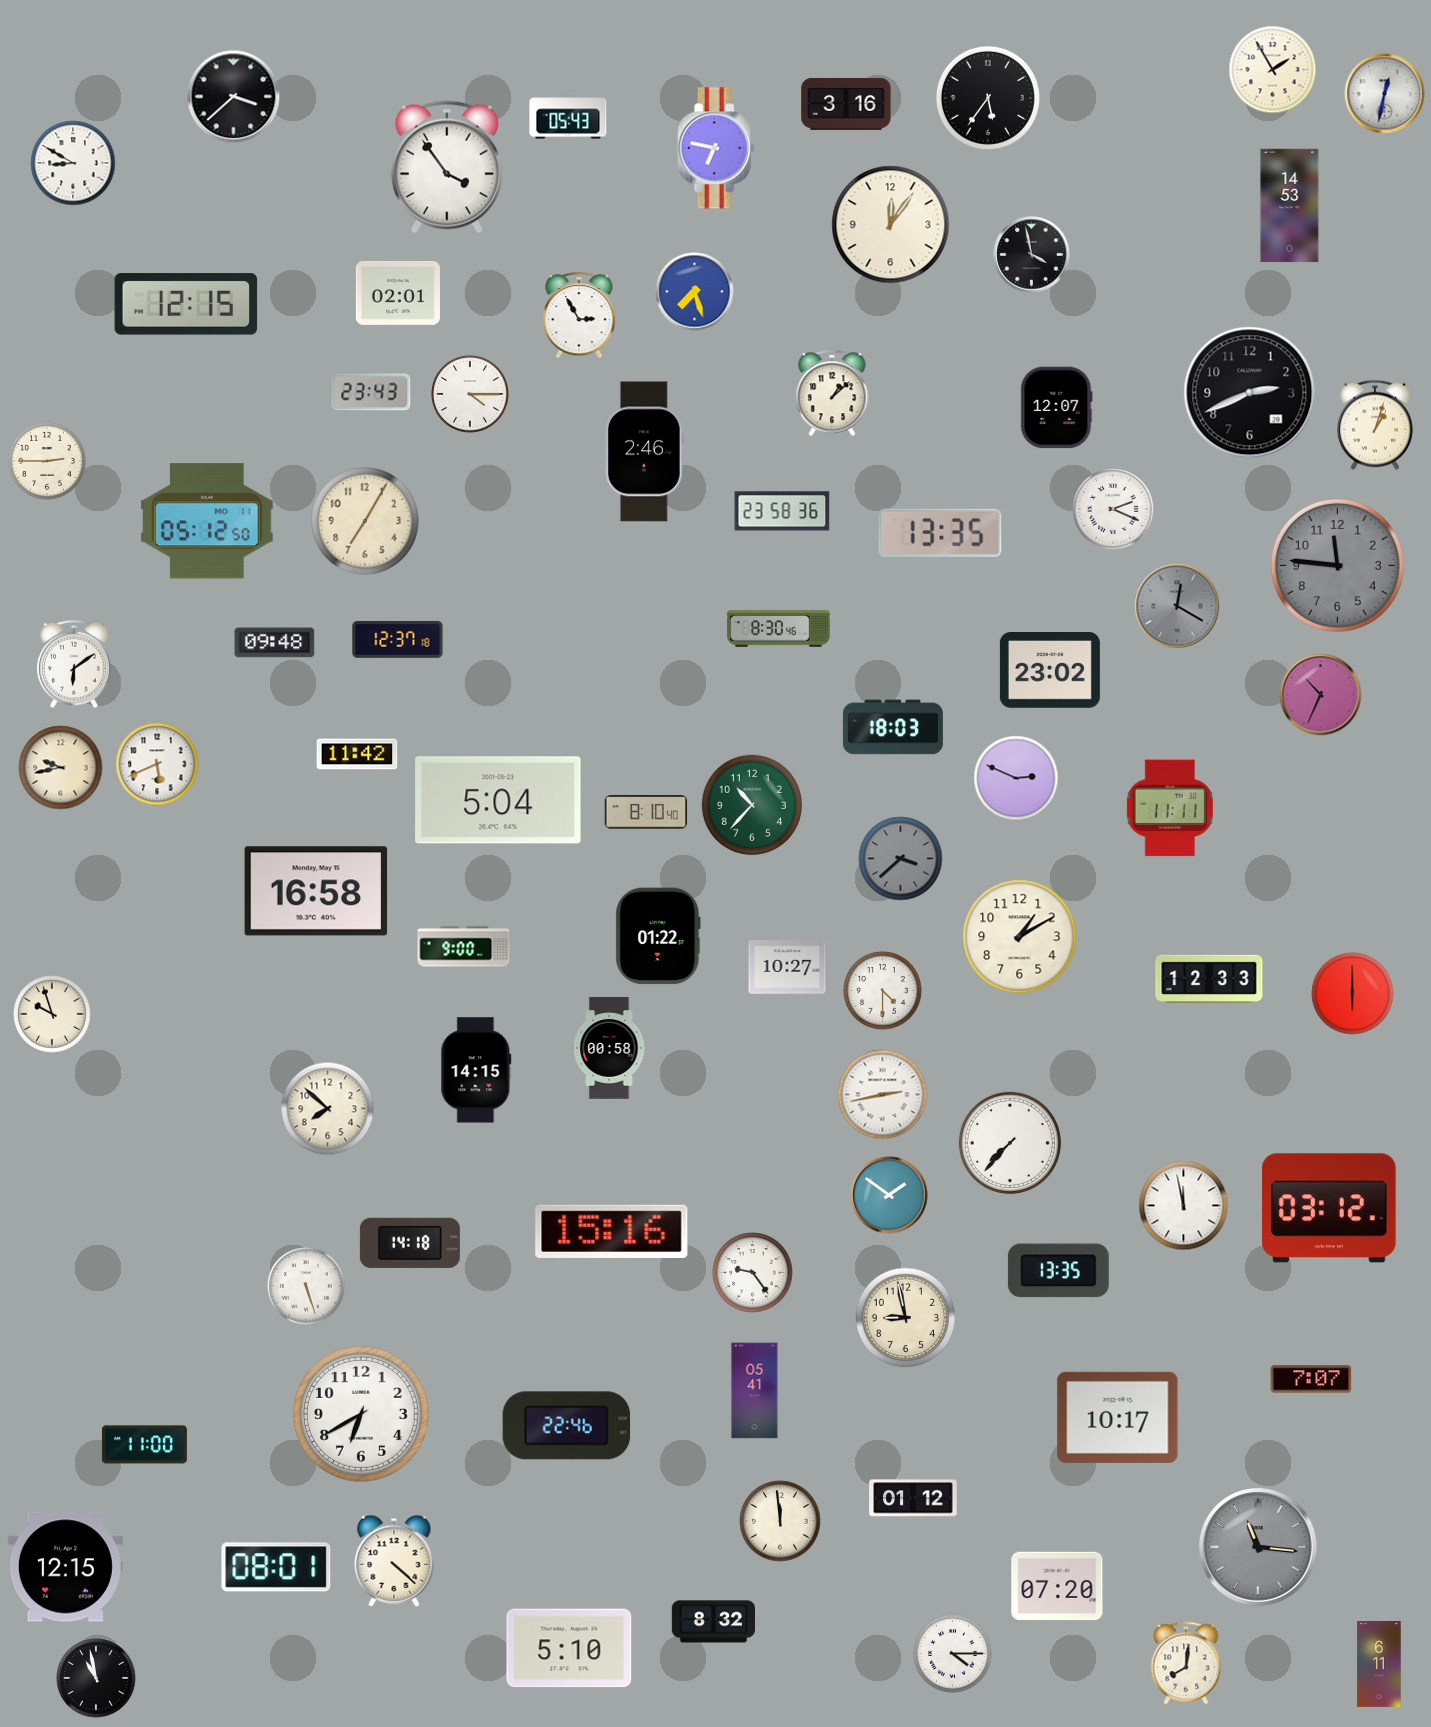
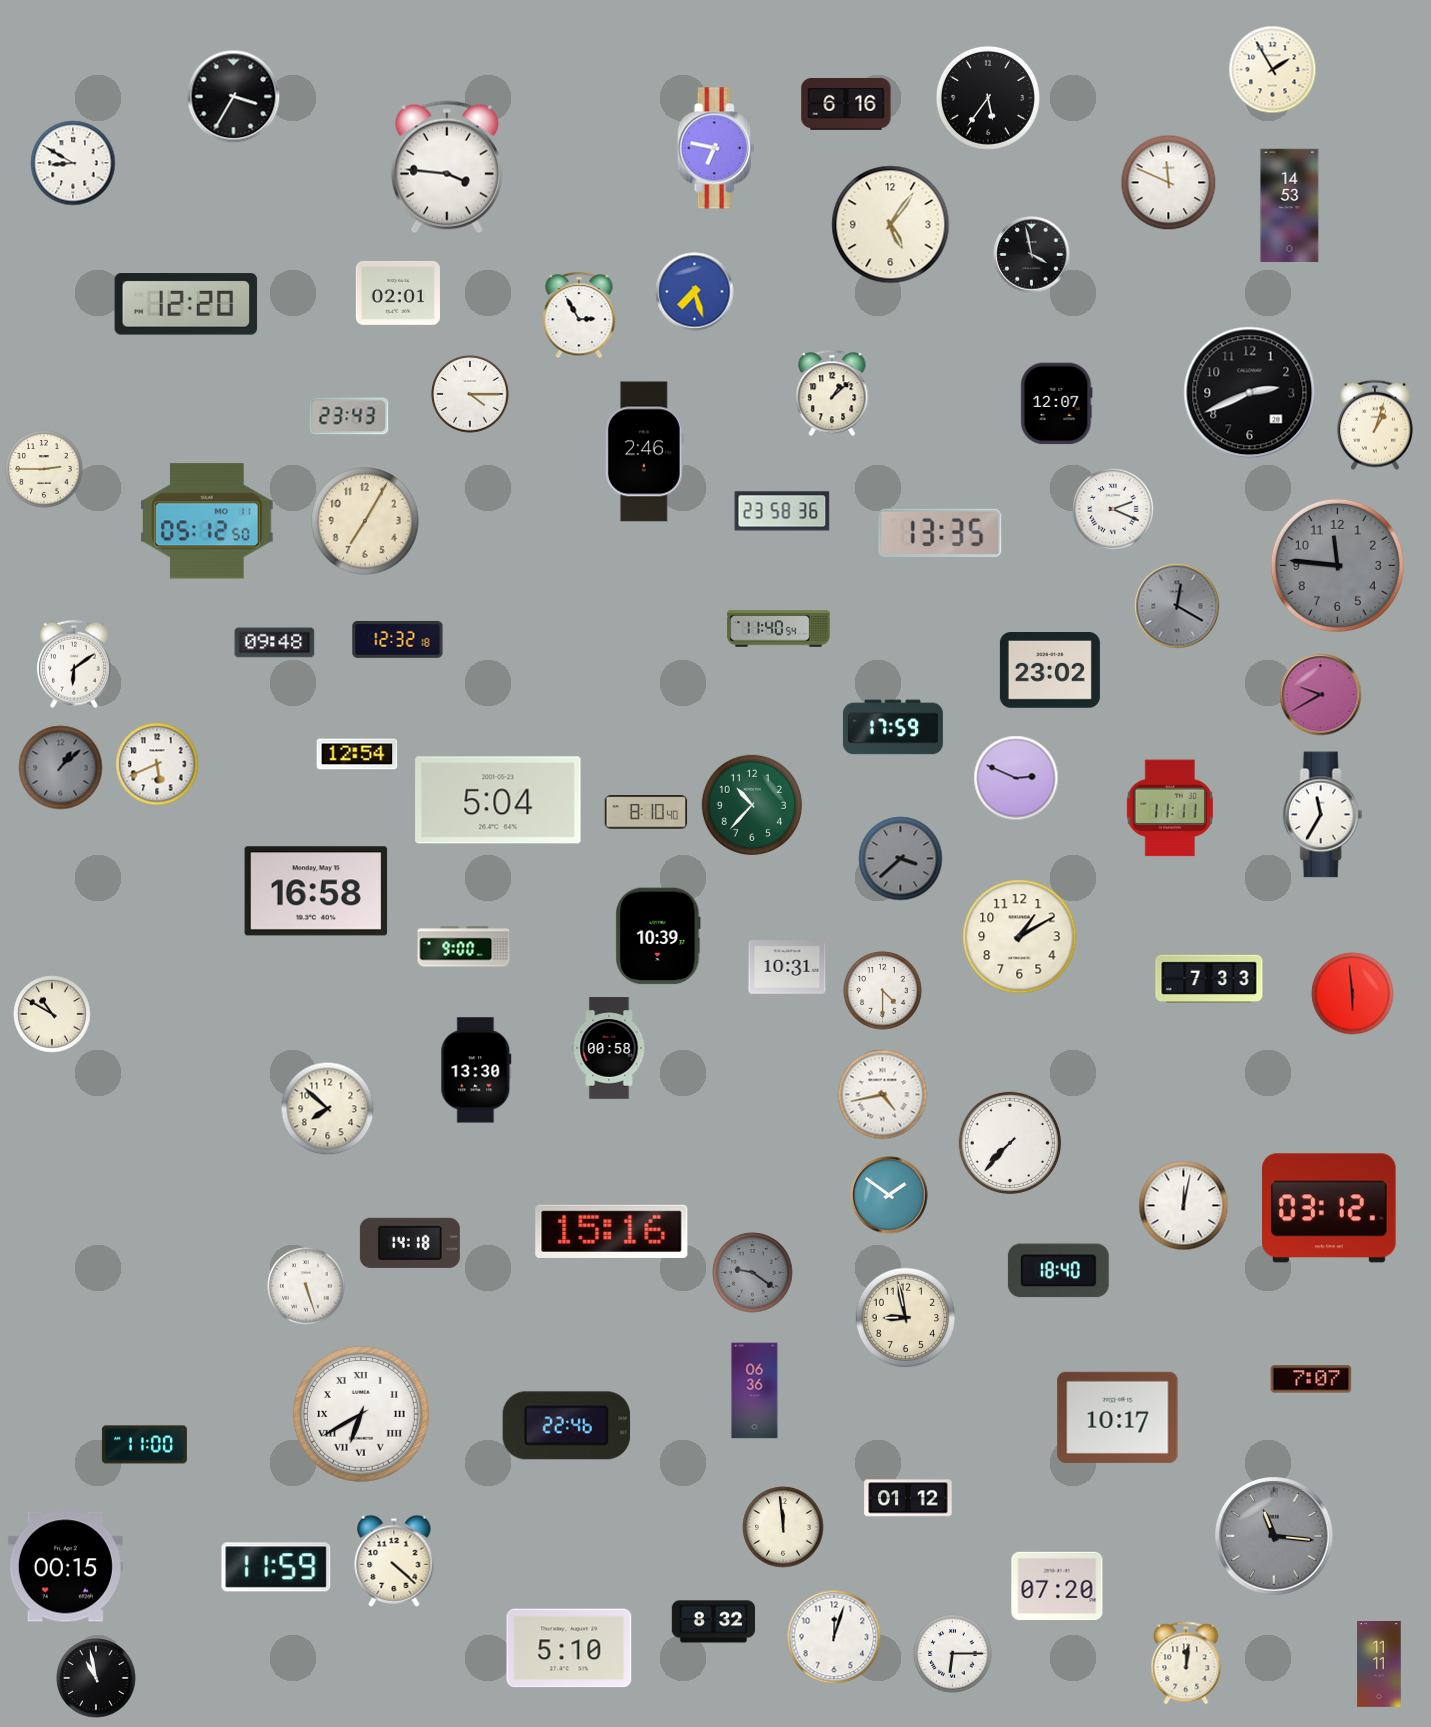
clock at (1385, 94): 12:32 -> none
clock at (234, 97): 3:38 -> 3:35
clock at (846, 104): 3:16 -> 6:16
clock at (568, 117): 05:43 -> none
clock at (447, 167): 3:54 -> 3:46
clock at (1169, 183): none -> 11:49
clock at (891, 225): 12:06 -> 5:06
clock at (186, 304): 12:15 -> 12:20
clock at (371, 392) position: (371, 392) -> (349, 416)
clock at (1057, 408) position: (1057, 408) -> (1057, 404)
clock at (47, 461) position: (47, 461) -> (44, 469)
clock at (779, 629): 8:30 -> 11:40
clock at (398, 639): 12:37 -> 12:32
clock at (1321, 695): 10:34 -> 9:40
clock at (893, 727): 18:03 -> 17:59
clock at (357, 754): 11:42 -> 12:54
clock at (61, 768): 9:43 -> 1:08
clock at (61, 768) dial: cream -> grey
clock at (1323, 815): none -> 11:35
clock at (658, 936): 01:22 -> 10:39
clock at (787, 967): 10:27 -> 10:31
clock at (1209, 978): 12:33 -> 7:33
clock at (1353, 994): 6:00 -> 5:59
clock at (52, 1014): 9:57 -> 10:50
clock at (476, 1070): 14:15 -> 13:30
clock at (883, 1095): 2:43 -> 4:43
clock at (1184, 1206): 11:58 -> 12:02
clock at (1058, 1271): 13:35 -> 18:40
clock at (753, 1273): 9:24 -> 9:21
clock at (753, 1273) dial: white -> grey
clock at (755, 1391): 05:41 -> 06:36
clock at (361, 1414) numerals: Arabic -> Roman
clock at (913, 1498) position: (913, 1498) -> (908, 1498)
clock at (780, 1521) position: (780, 1521) -> (783, 1527)
clock at (1258, 1547) position: (1258, 1547) -> (1274, 1536)
clock at (65, 1567): 12:15 -> 00:15
clock at (276, 1567): 08:01 -> 11:59
clock at (834, 1637): none -> 12:03
clock at (953, 1654): 4:15 -> 6:15
clock at (1186, 1663): 8:01 -> 12:01
clock at (1379, 1665): 6:11 -> 11:11
